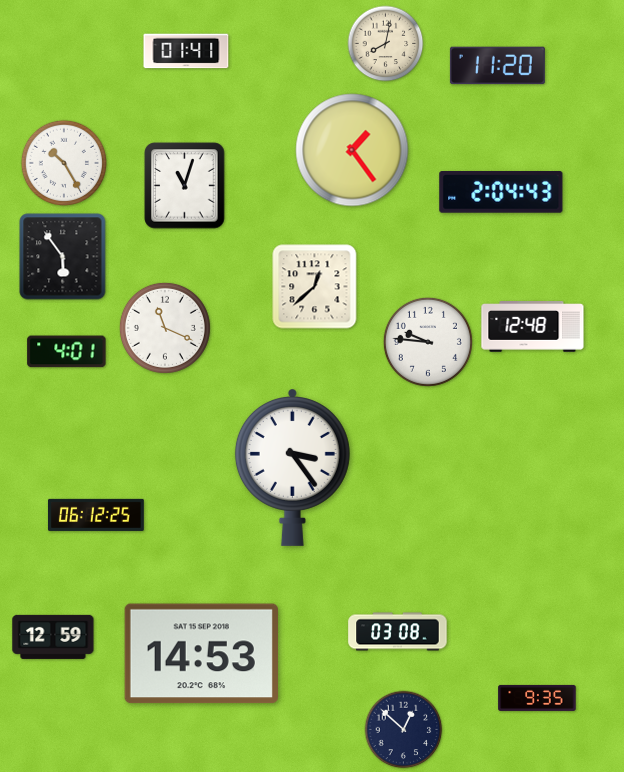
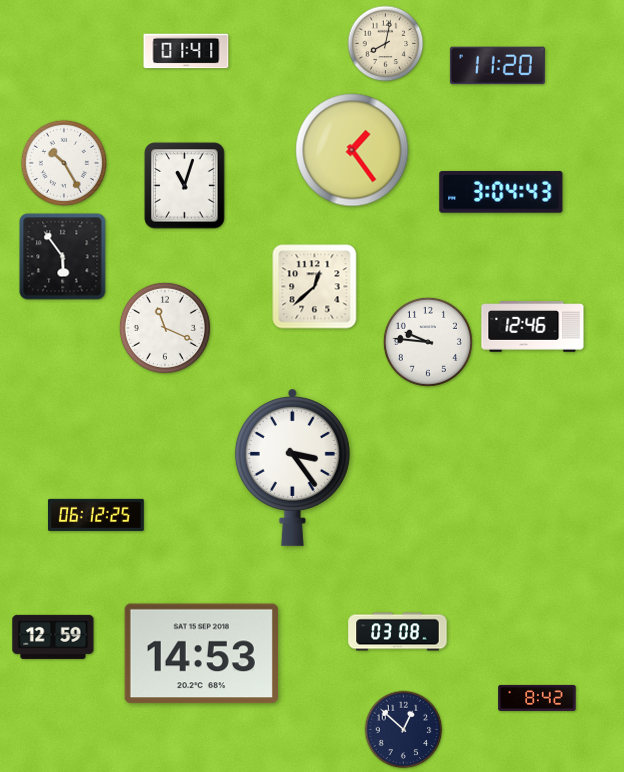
clock at (501, 193): 2:04 -> 3:04
clock at (533, 327): 12:48 -> 12:46
clock at (67, 352): 4:01 -> none
clock at (537, 698): 9:35 -> 8:42
